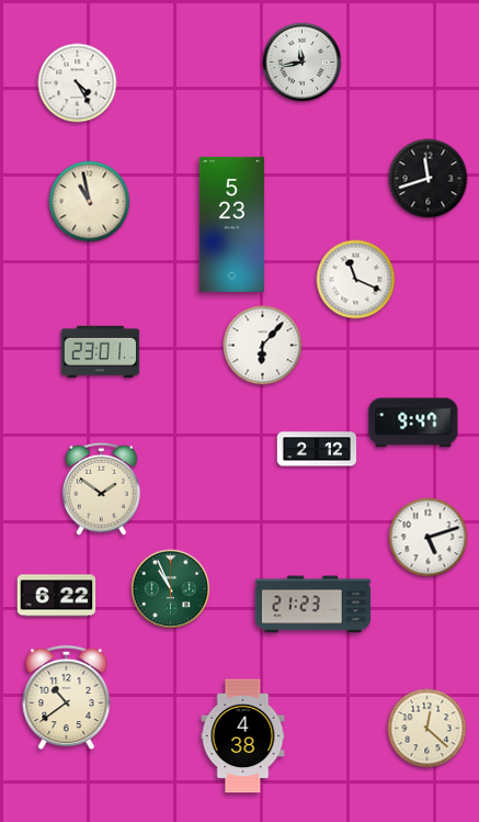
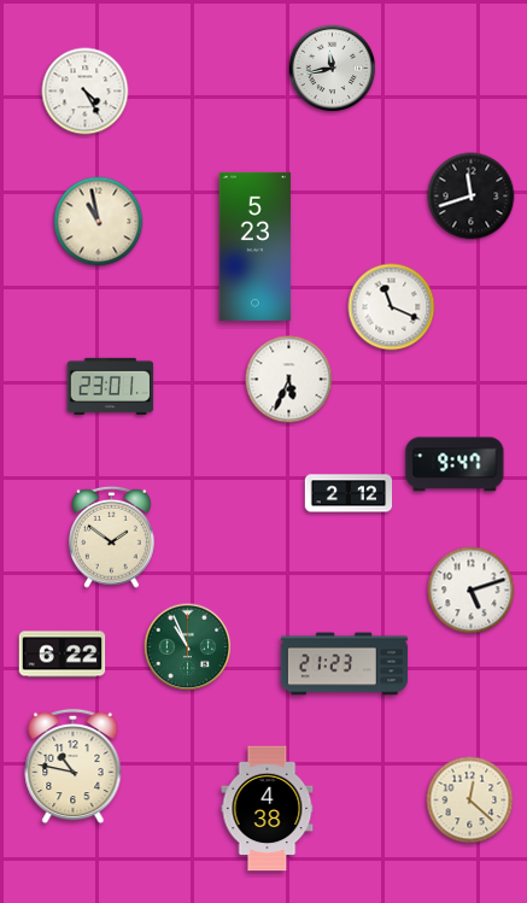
clock at (263, 346): 6:07 -> 5:34
clock at (67, 698): 10:39 -> 10:47
